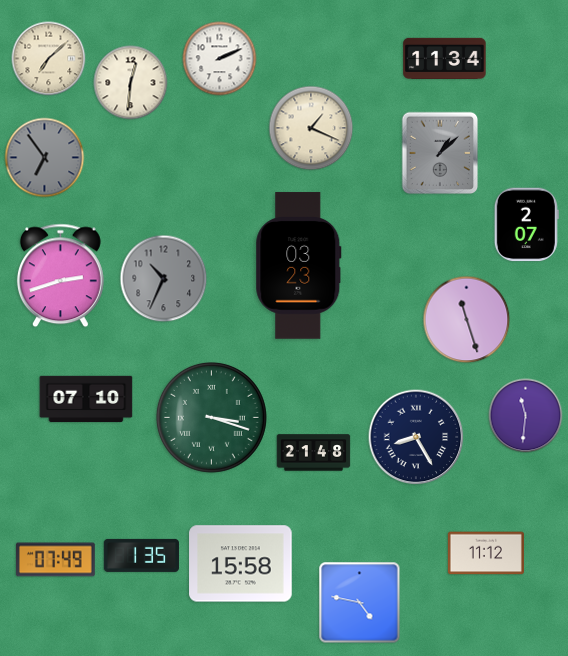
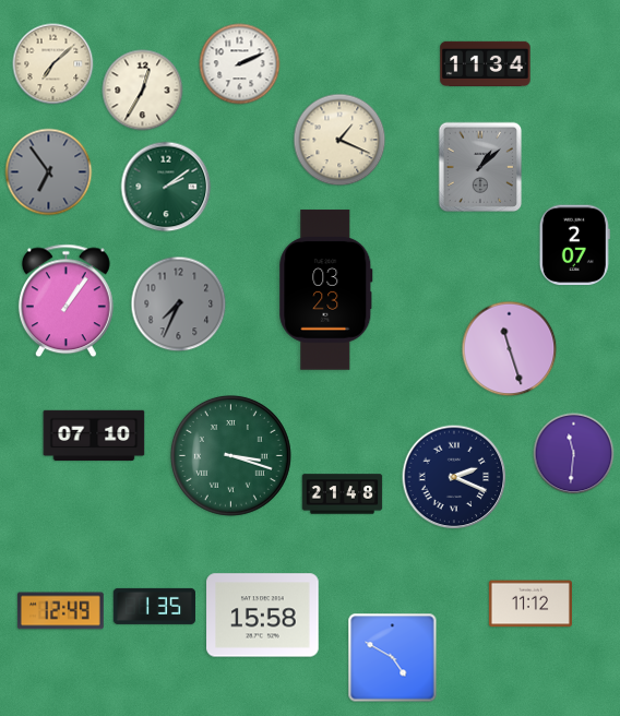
clock at (131, 83): 12:31 -> 12:35
clock at (166, 187): none -> 2:09
clock at (60, 276): 2:42 -> 1:06
clock at (164, 279): 10:34 -> 7:34
clock at (416, 437): 8:25 -> 2:19
clock at (56, 560): 07:49 -> 12:49
clock at (360, 603): 4:47 -> 4:50
